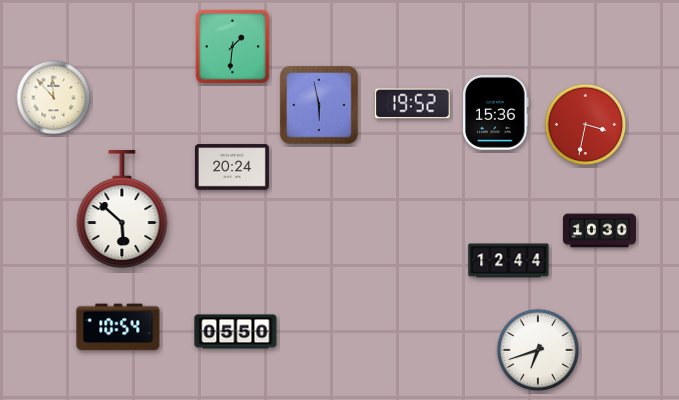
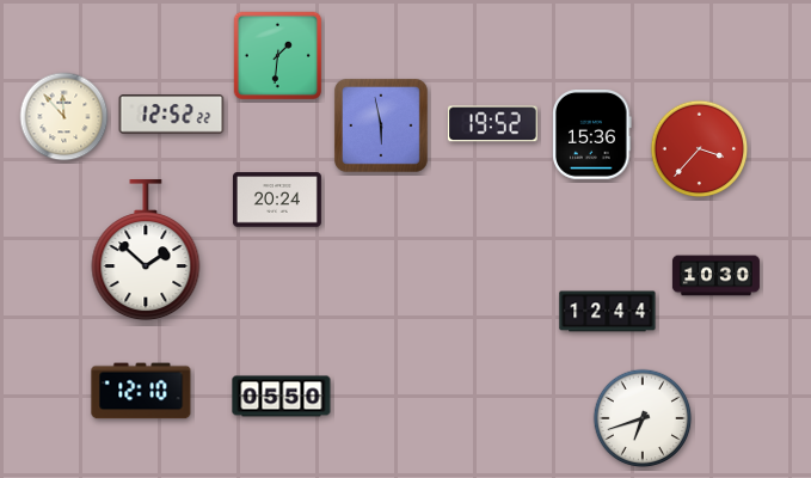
clock at (172, 115): none -> 12:52
clock at (586, 125): 3:32 -> 3:37
clock at (122, 210): 5:52 -> 1:52
clock at (118, 327): 10:54 -> 12:10
